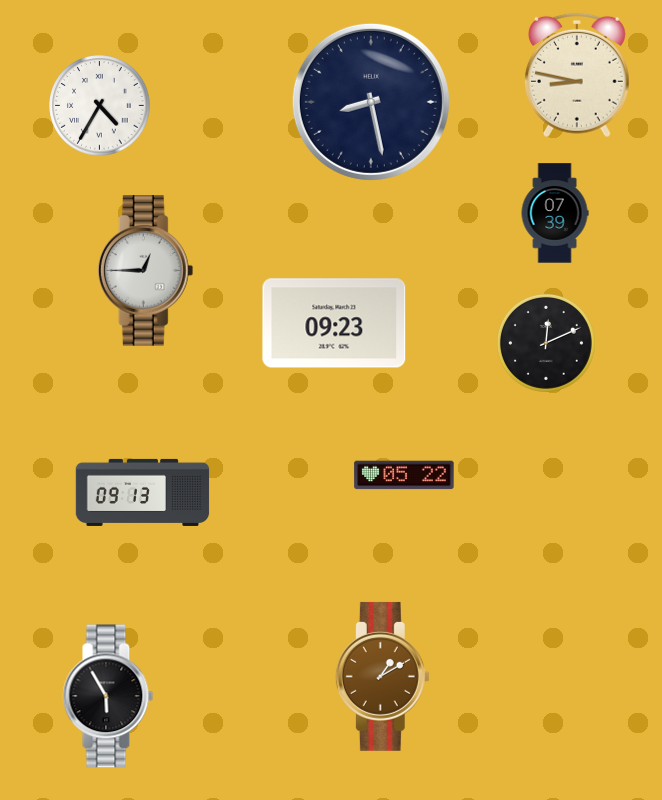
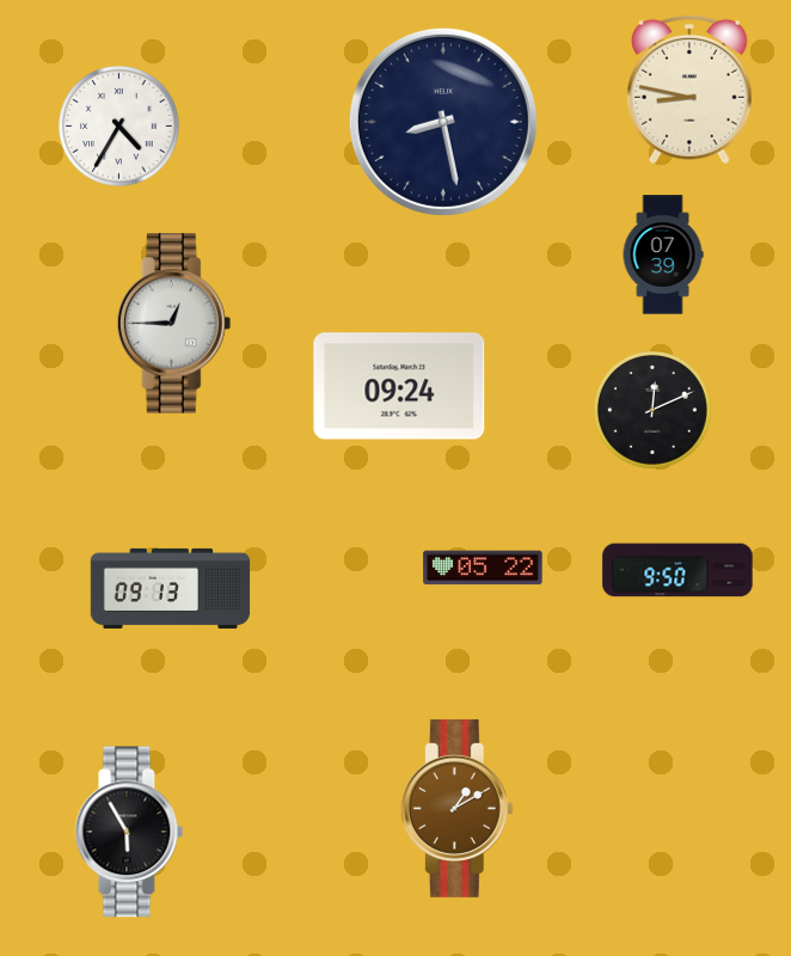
clock at (334, 323): 09:23 -> 09:24
clock at (677, 570): none -> 9:50
